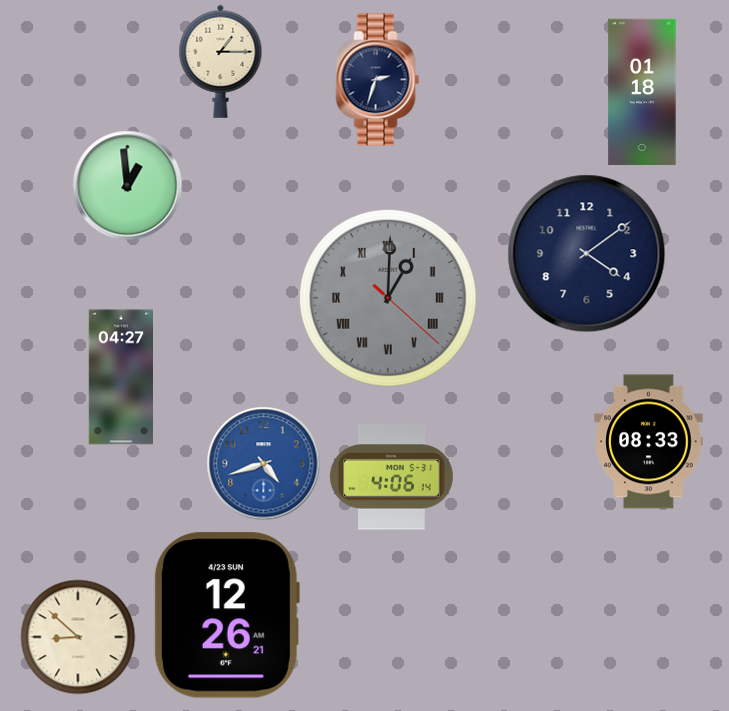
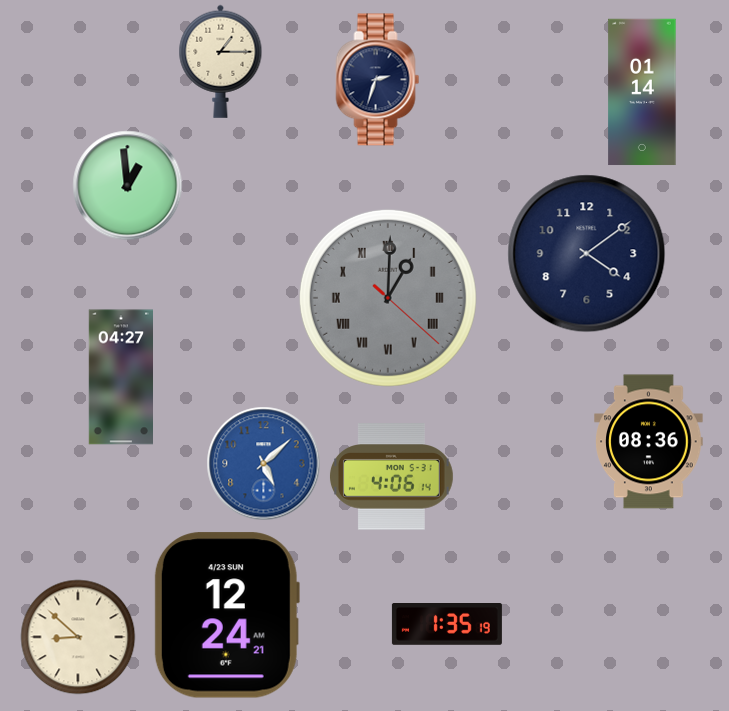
clock at (642, 92): 01:18 -> 01:14
clock at (649, 442): 08:33 -> 08:36
clock at (264, 464): 4:42 -> 5:08
clock at (227, 615): 12:26 -> 12:24
clock at (447, 625): none -> 1:35
